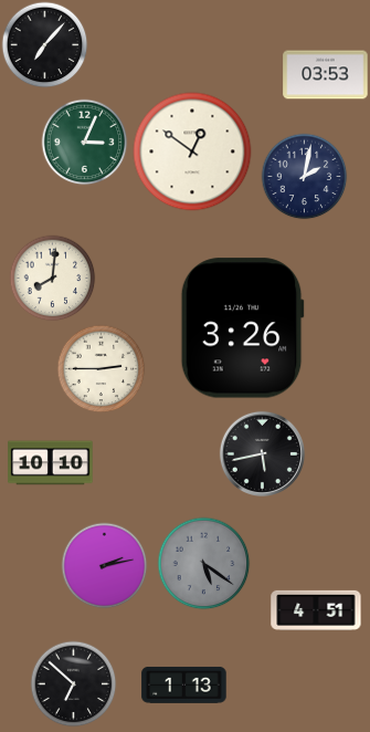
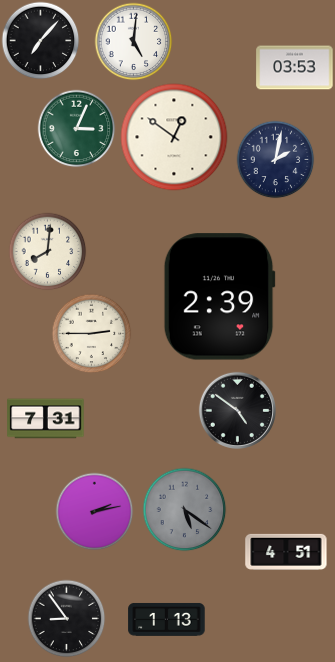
clock at (133, 41): none -> 5:01
clock at (242, 328): 3:26 -> 2:39
clock at (262, 453): 5:43 -> 4:51
clock at (51, 463): 10:10 -> 7:31
clock at (73, 683): 6:52 -> 8:54
